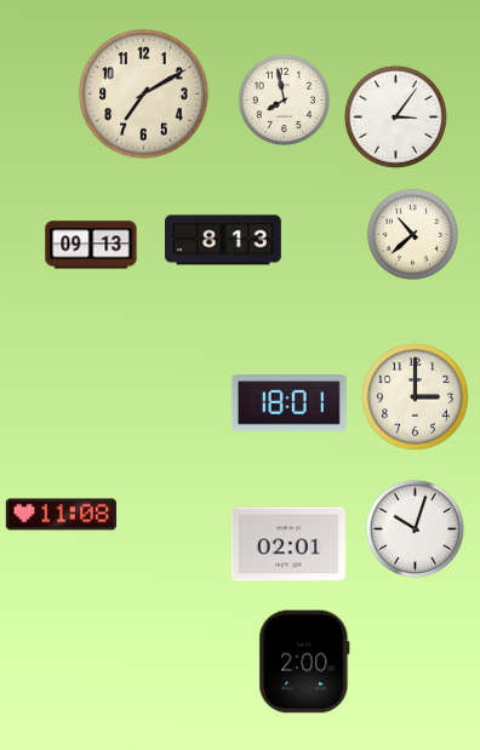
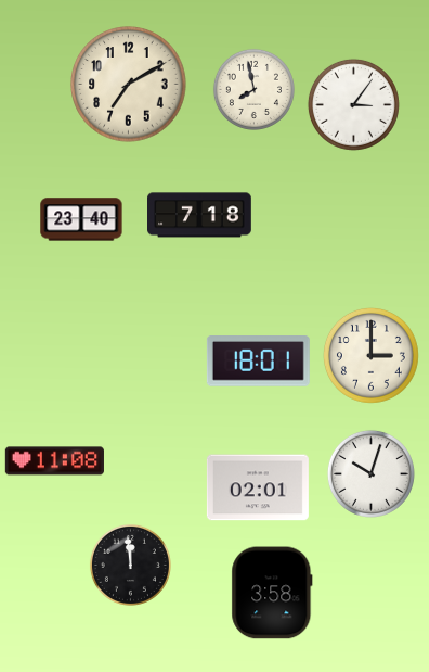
clock at (412, 234): 10:38 -> none
clock at (224, 240): 8:13 -> 7:18
clock at (91, 245): 09:13 -> 23:40
clock at (130, 565): none -> 11:59
clock at (304, 662): 2:00 -> 3:58
